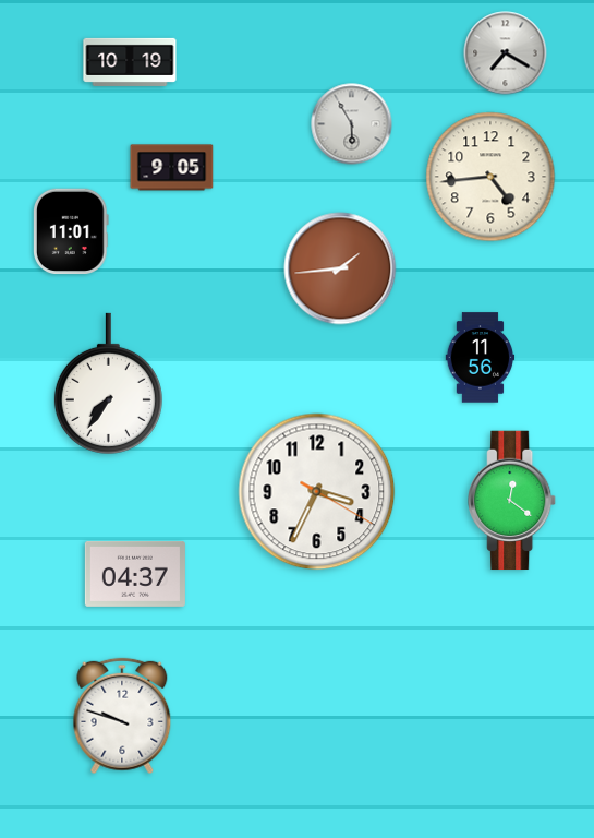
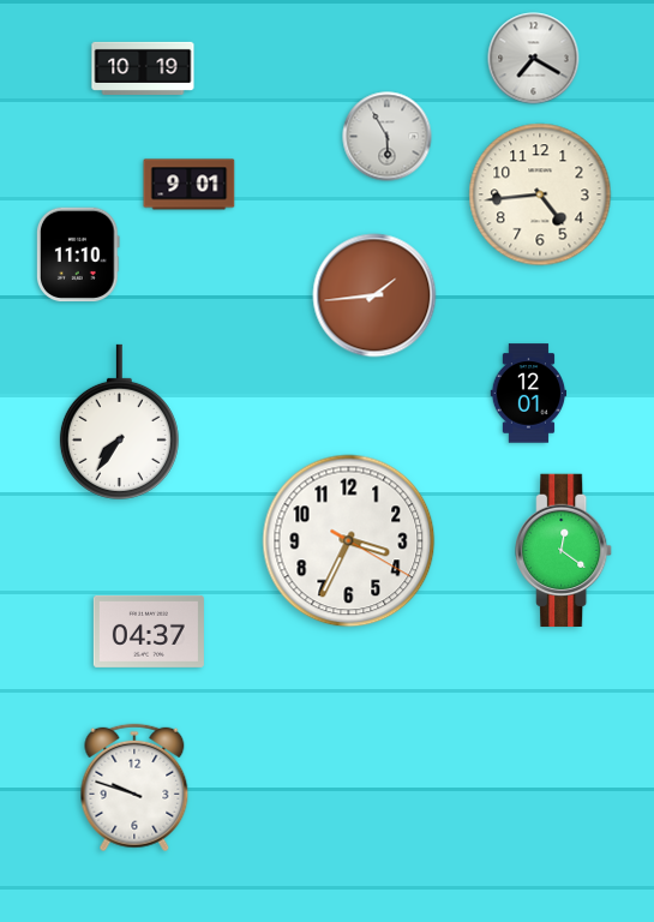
clock at (506, 53) position: (506, 53) -> (534, 59)
clock at (172, 168): 9:05 -> 9:01
clock at (72, 231): 11:01 -> 11:10
clock at (481, 358): 11:56 -> 12:01
